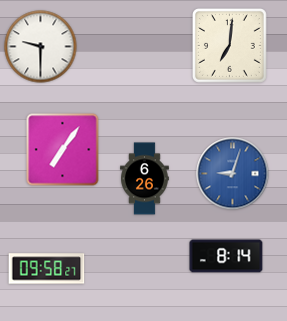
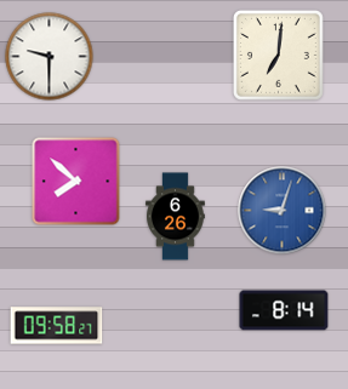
clock at (63, 150): 7:06 -> 7:52
clock at (226, 256) position: (226, 256) -> (284, 310)
